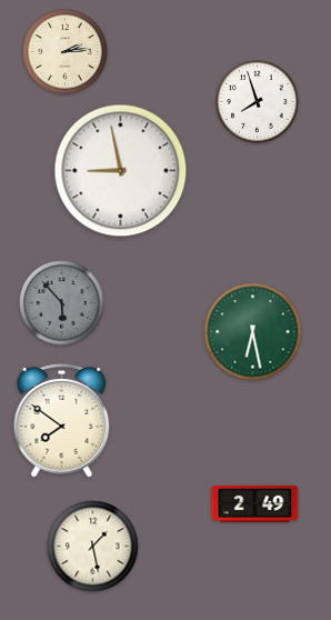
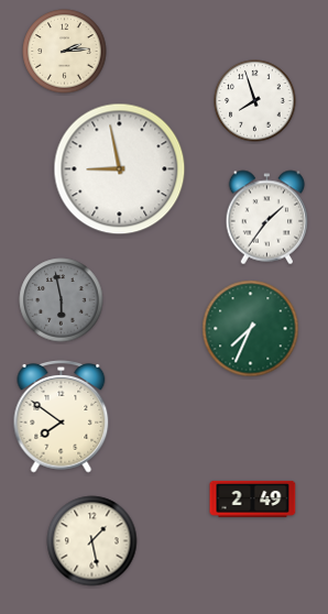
clock at (267, 218): none -> 1:36
clock at (62, 303): 5:53 -> 5:58
clock at (253, 332): 6:28 -> 7:34
